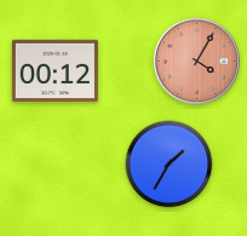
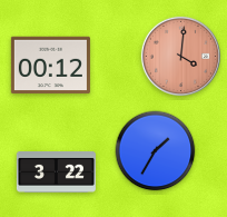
clock at (196, 61): 4:05 -> 4:01
clock at (56, 172): none -> 3:22
